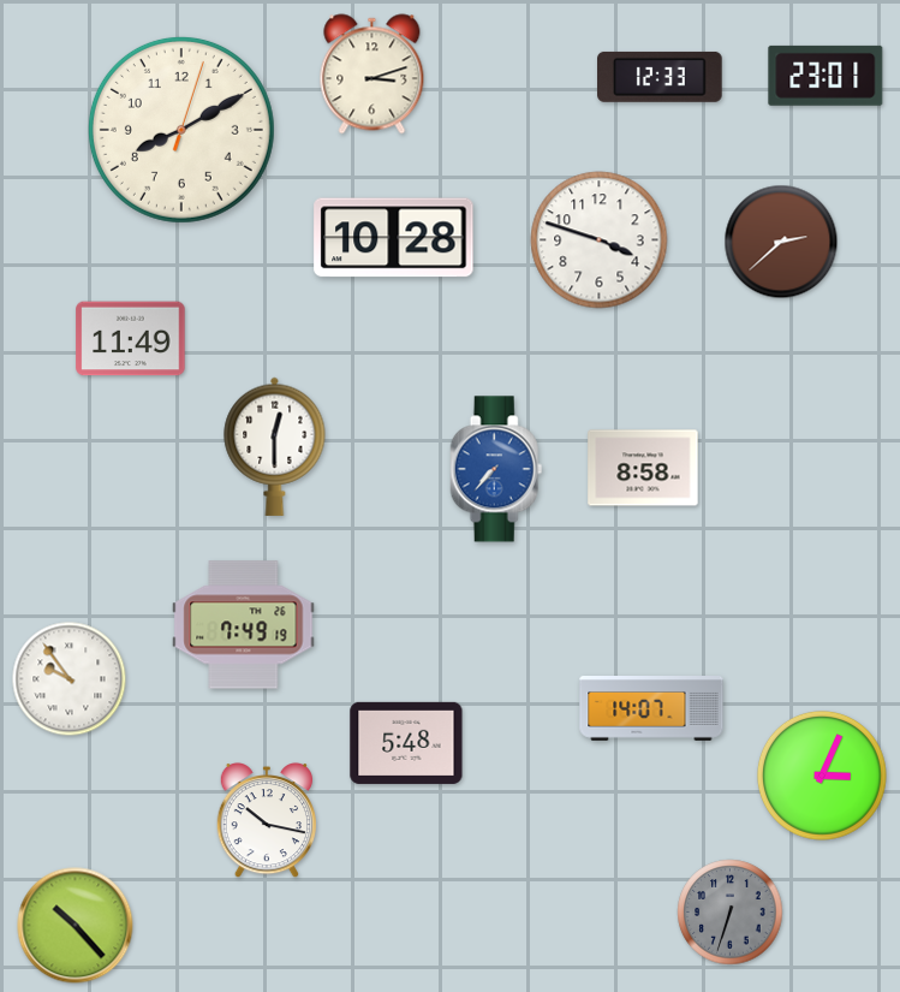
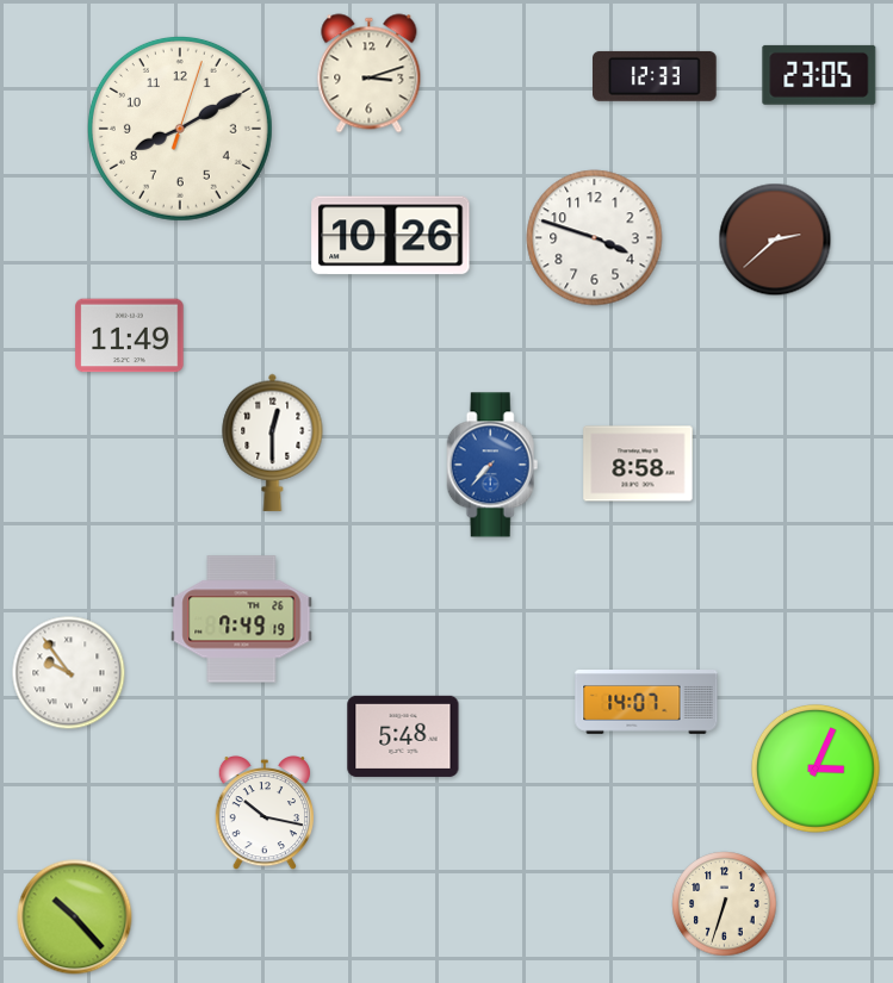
clock at (826, 76): 23:01 -> 23:05
clock at (394, 238): 10:28 -> 10:26
clock at (731, 913) dial: grey -> cream
